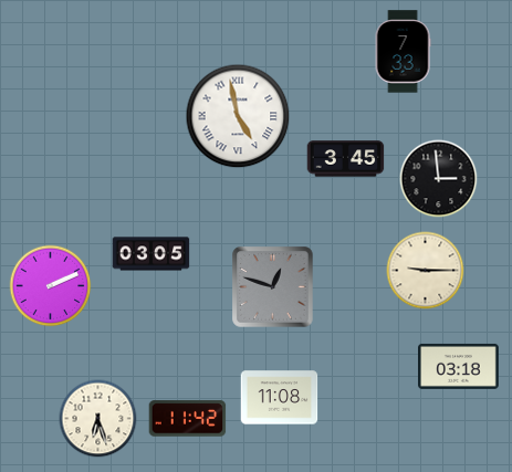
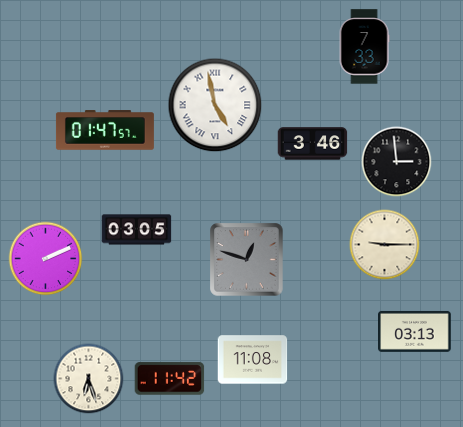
clock at (105, 130): none -> 01:47
clock at (346, 159): 3:45 -> 3:46
clock at (459, 366): 03:18 -> 03:13
